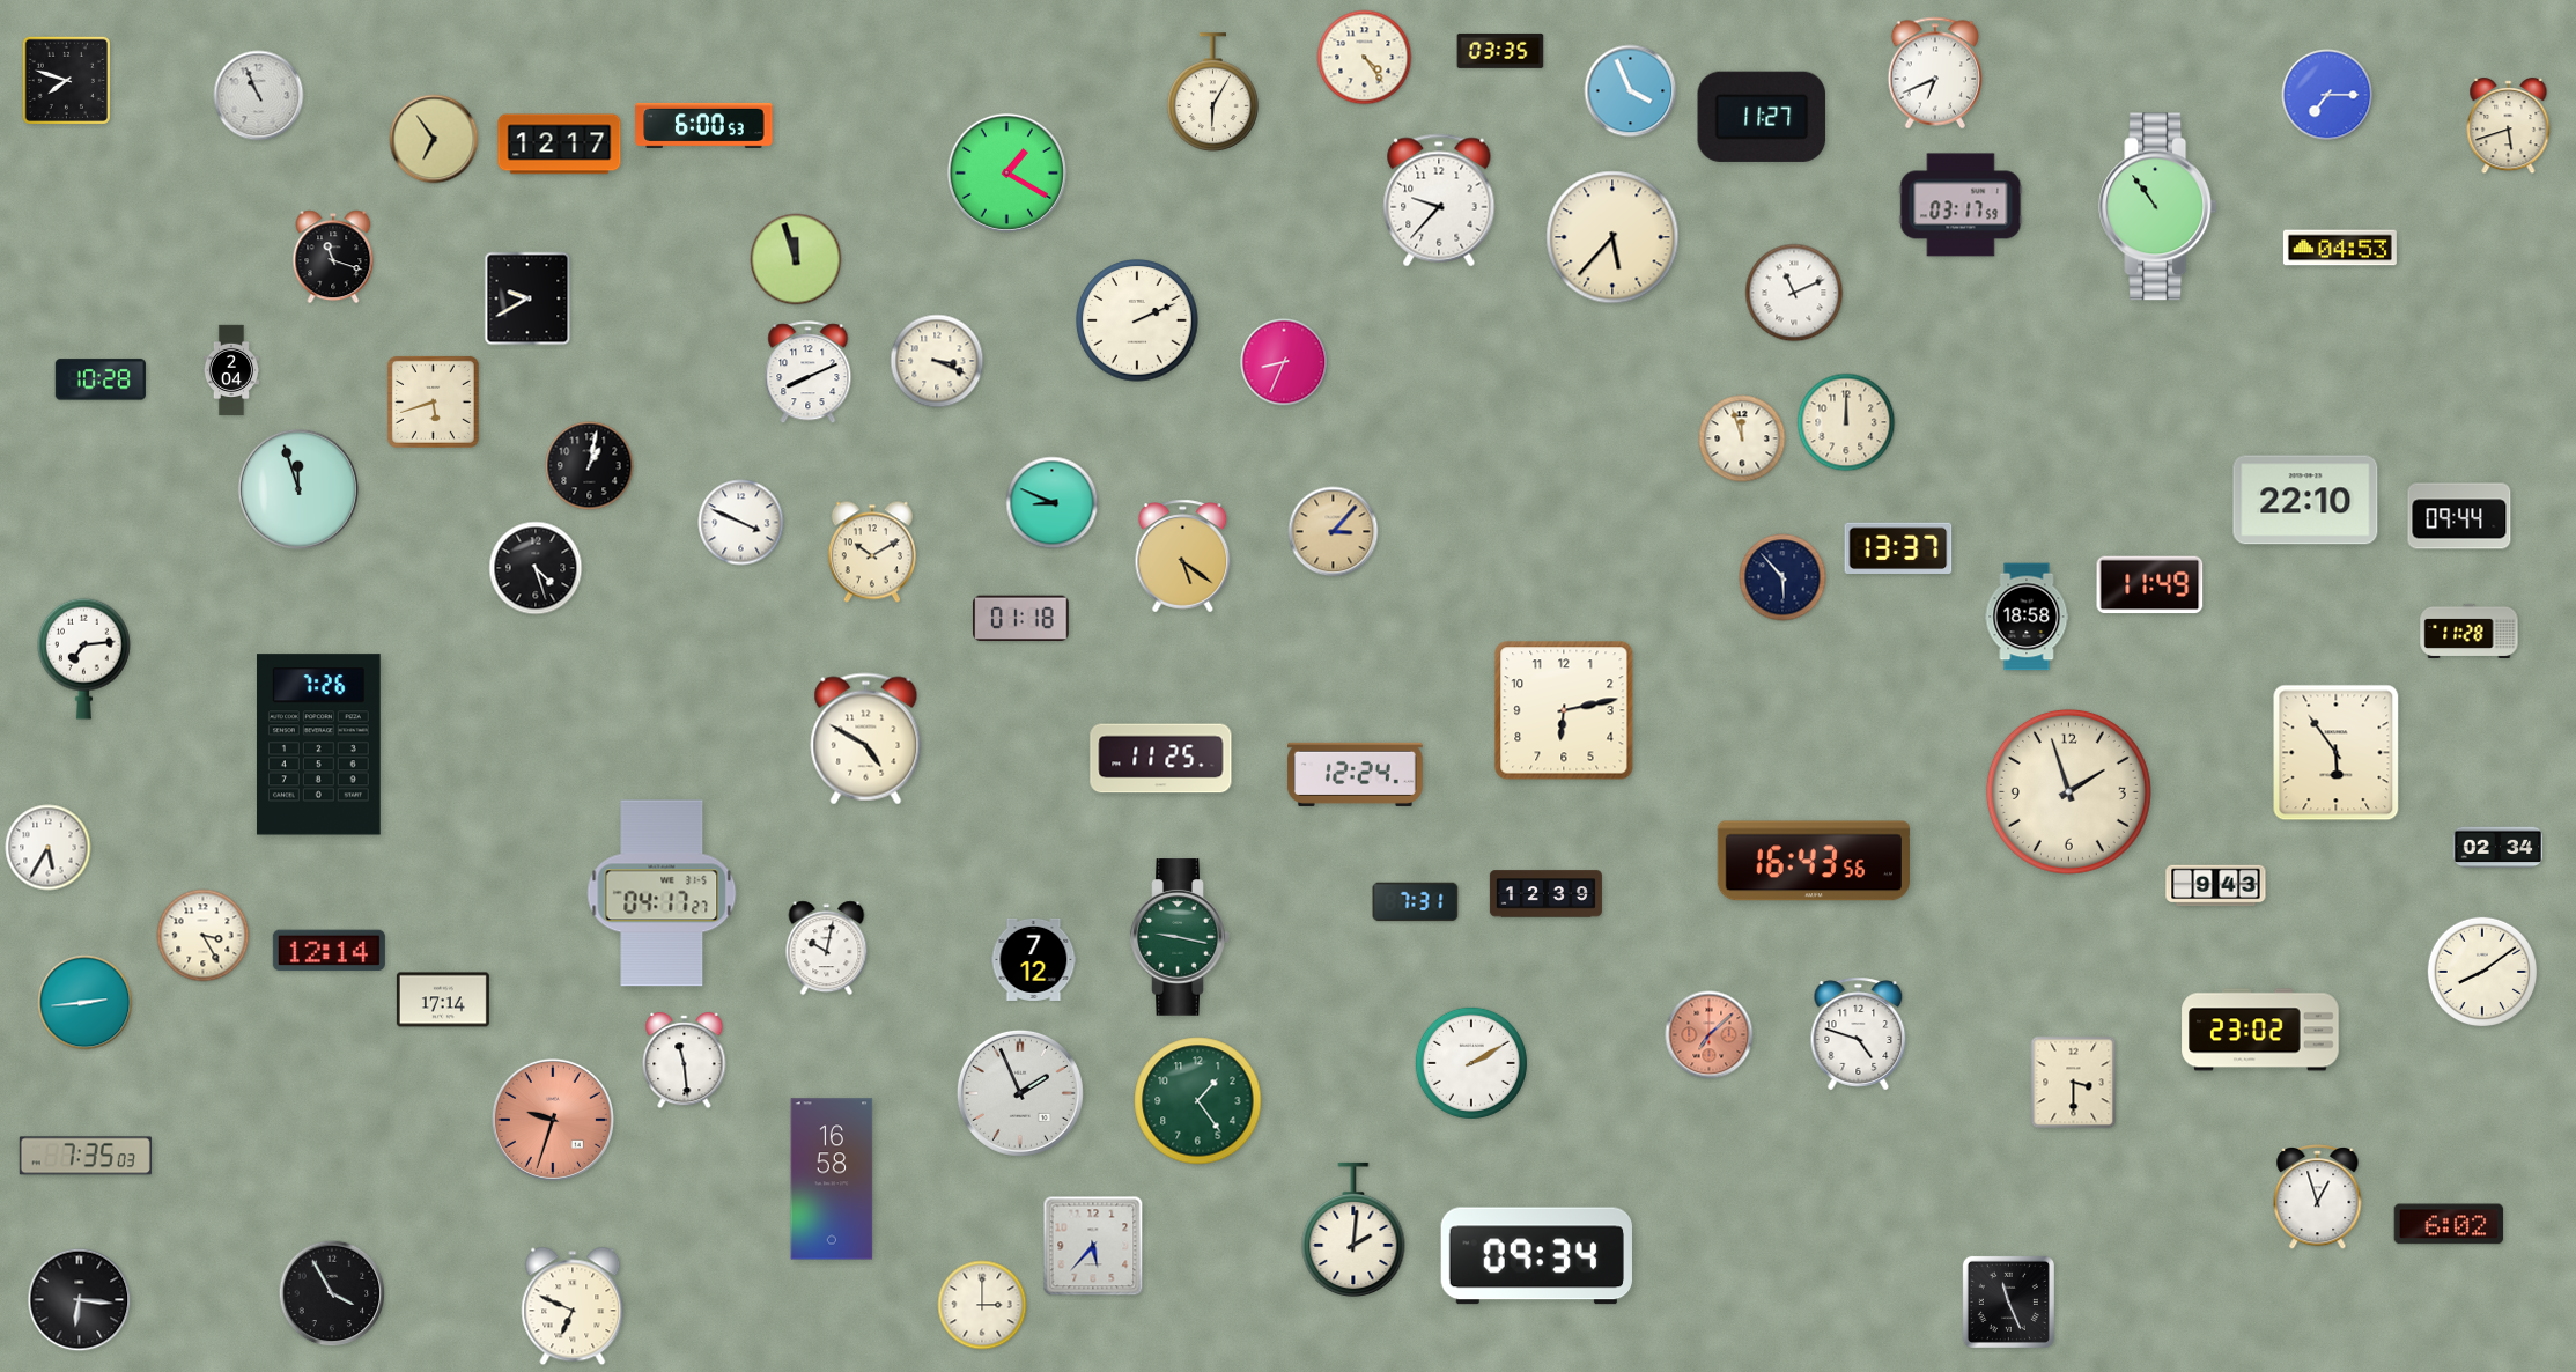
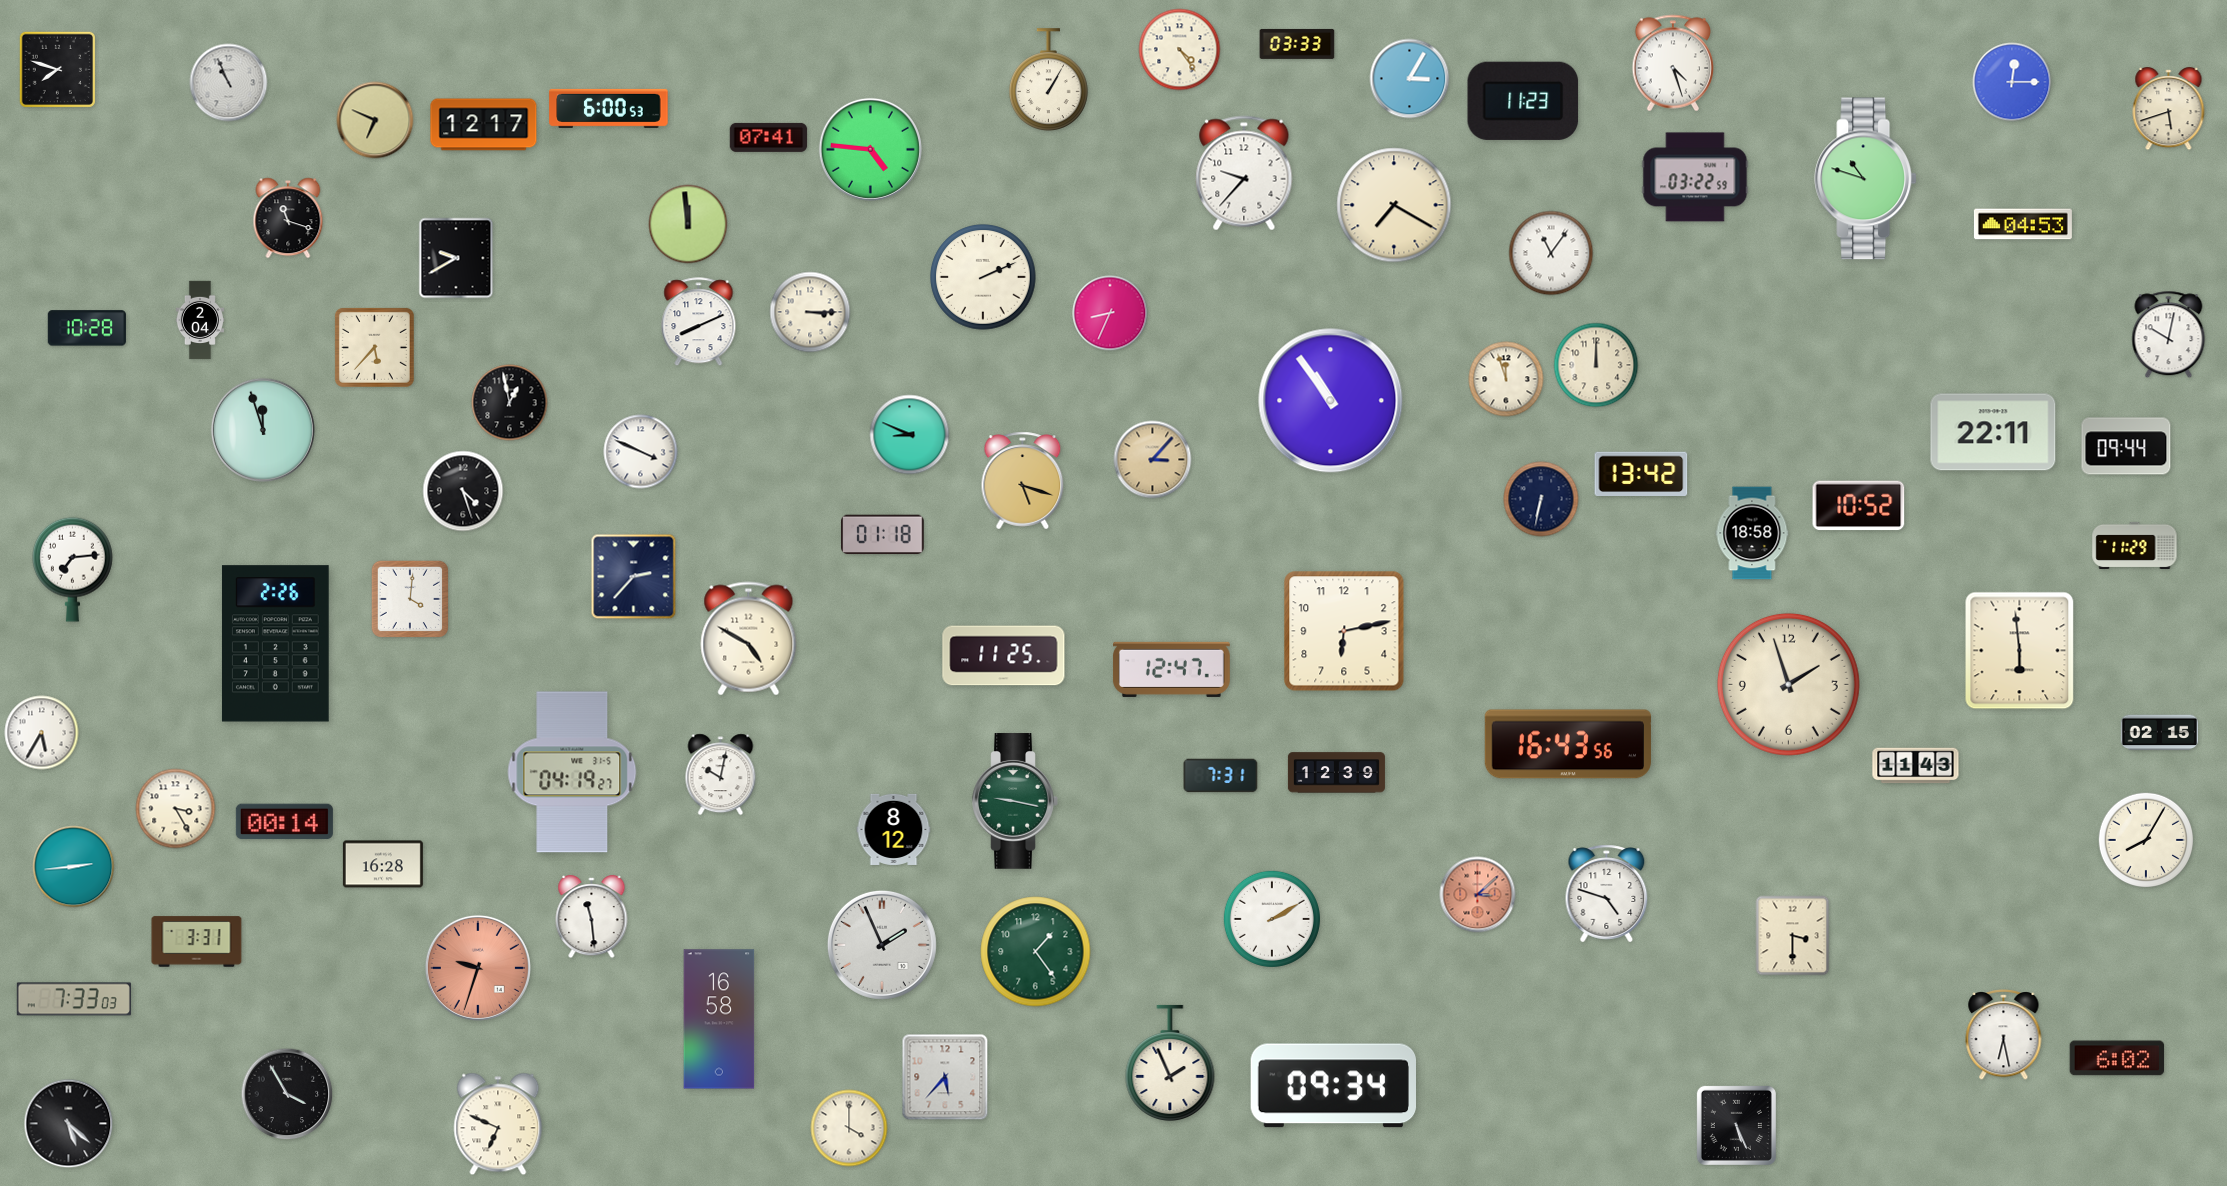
clock at (1500, 51): 03:35 -> 03:33
clock at (1935, 73): 6:41 -> 4:27
clock at (1212, 91): 6:05 -> 1:05
clock at (1631, 91): 3:56 -> 3:05
clock at (2327, 95): 7:15 -> 12:15
clock at (259, 96) position: (259, 96) -> (229, 83)
clock at (1762, 117): 11:27 -> 11:23
clock at (434, 139): 6:54 -> 6:49
clock at (769, 137): none -> 07:41
clock at (1006, 172): 1:20 -> 4:46
clock at (1961, 205): 03:17 -> 03:22
clock at (2158, 207): 10:54 -> 10:48
clock at (1612, 237): 5:37 -> 7:20
clock at (2340, 248) position: (2340, 248) -> (2023, 224)
clock at (333, 257) position: (333, 257) -> (288, 218)
clock at (796, 259): 11:57 -> 11:59
clock at (1794, 293): 11:11 -> 11:06
clock at (937, 361): 3:19 -> 3:15
clock at (2169, 335): none -> 10:02
clock at (433, 401): 5:42 -> 5:37
clock at (1331, 401): none -> 10:54
clock at (590, 466): 1:02 -> 12:58
clock at (298, 489) position: (298, 489) -> (263, 430)
clock at (2305, 500): 22:10 -> 22:11
clock at (1898, 547): 13:37 -> 13:42
clock at (872, 552): 10:10 -> none
clock at (1183, 556): 5:21 -> 5:18
clock at (1782, 577): 5:53 -> 6:32
clock at (2150, 585): 11:49 -> 10:52
clock at (2470, 630): 11:28 -> 11:29
clock at (634, 577): none -> 2:37
clock at (409, 598): none -> 4:01
clock at (1564, 710) position: (1564, 710) -> (1344, 631)
clock at (318, 745): 7:26 -> 2:26
clock at (2337, 753): 5:54 -> 5:59
clock at (1356, 774): 12:24 -> 12:47
clock at (2499, 848): 02:34 -> 02:15
clock at (2216, 886): 9:43 -> 11:43
clock at (662, 893): 04:17 -> 04:19
clock at (1416, 902) position: (1416, 902) -> (1221, 776)
clock at (1180, 937) position: (1180, 937) -> (1015, 801)
clock at (827, 949) position: (827, 949) -> (721, 775)
clock at (329, 951): 12:14 -> 00:14
clock at (1034, 959): 7:12 -> 8:12
clock at (2481, 971): 8:09 -> 8:05
clock at (443, 1000): 17:14 -> 16:28
clock at (2260, 1030): 23:02 -> none
clock at (1710, 1035): 7:08 -> 3:08
clock at (197, 942): none -> 3:31
clock at (86, 1156): 7:35 -> 7:33
clock at (2318, 1196): 12:57 -> 6:28
clock at (1353, 1230): 2:01 -> 1:56
clock at (1536, 1256) position: (1536, 1256) -> (1333, 1086)
clock at (332, 1293) position: (332, 1293) -> (287, 1094)
clock at (80, 1300): 6:16 -> 5:22
clock at (2008, 1301): 11:26 -> 5:26
clock at (982, 1305): 3:00 -> 4:00
clock at (573, 1306) position: (573, 1306) -> (498, 1124)
